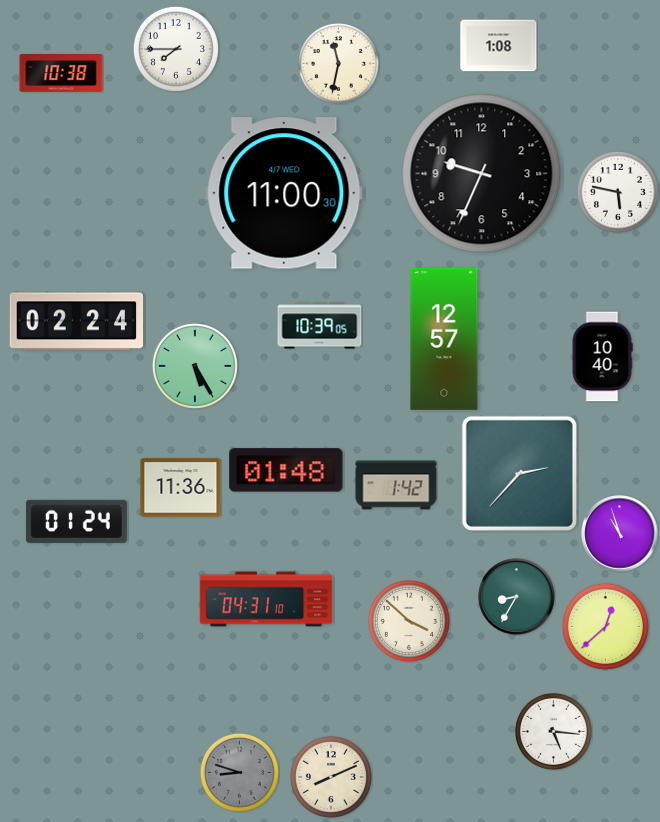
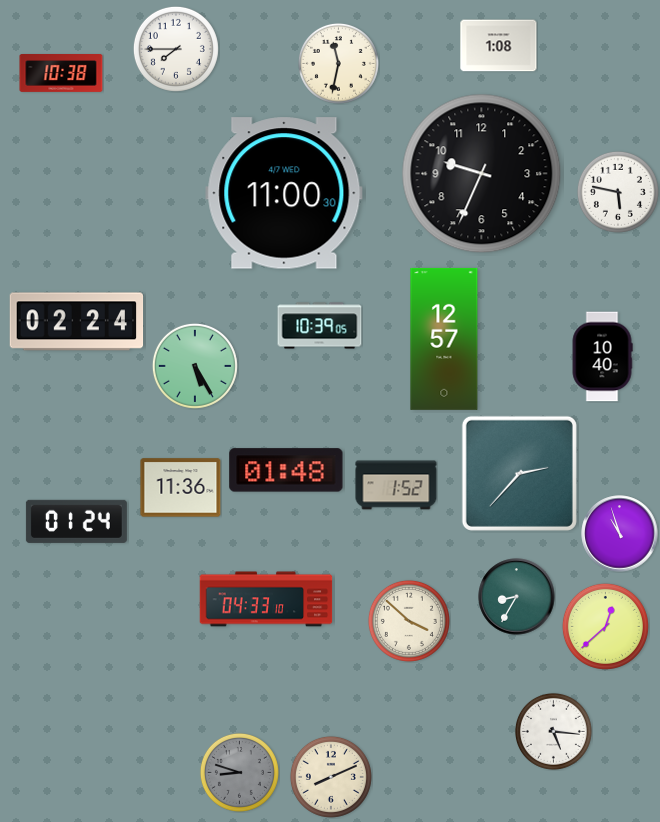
clock at (396, 485): 1:42 -> 1:52
clock at (266, 599): 04:31 -> 04:33
